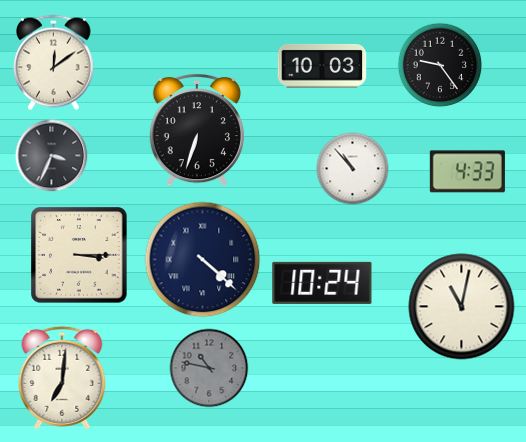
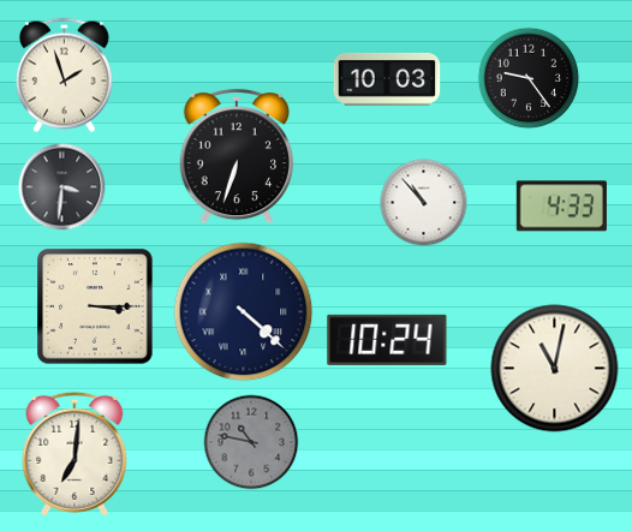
clock at (54, 63): 12:09 -> 1:57
clock at (52, 156): 3:34 -> 3:31
